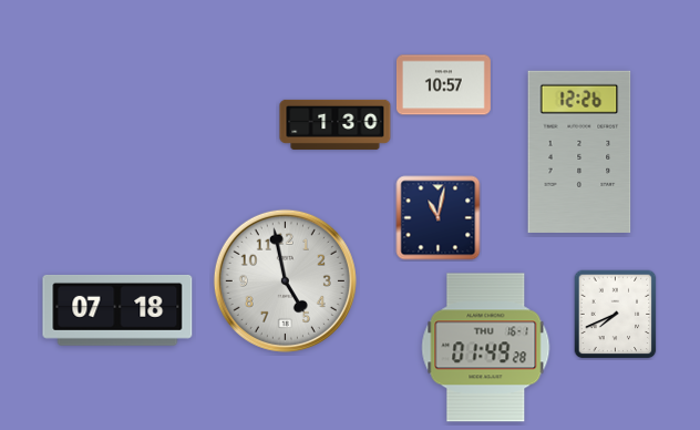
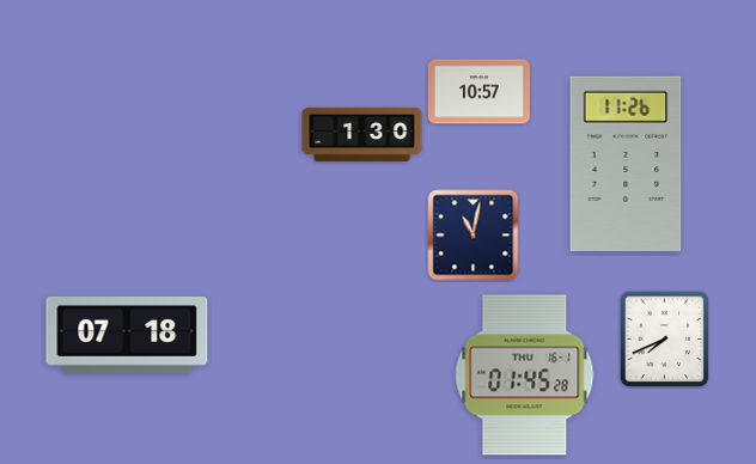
clock at (579, 152): 12:26 -> 11:26
clock at (285, 280): 4:58 -> none
clock at (486, 348): 01:49 -> 01:45
